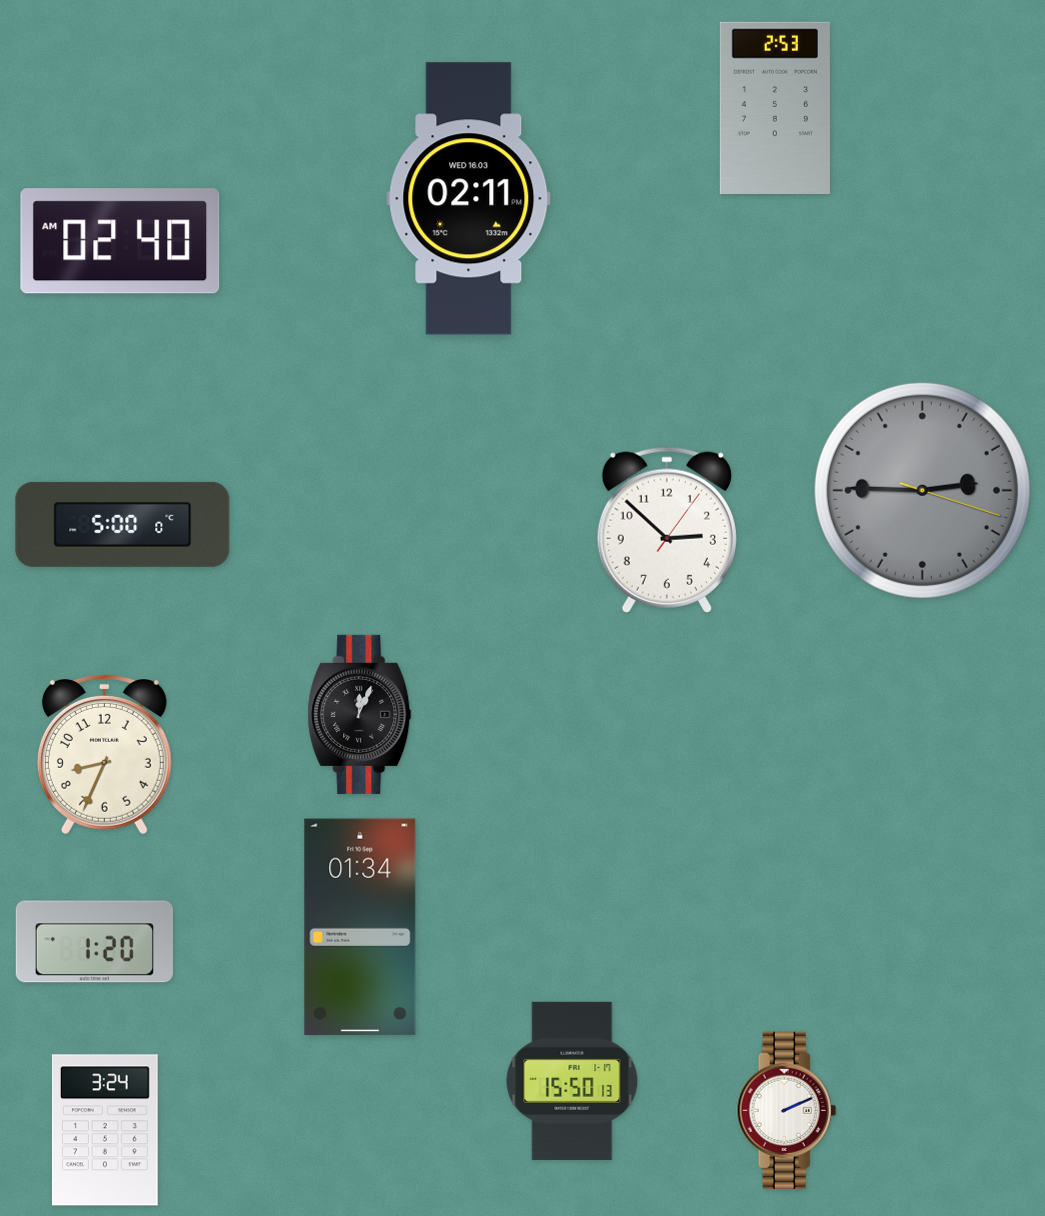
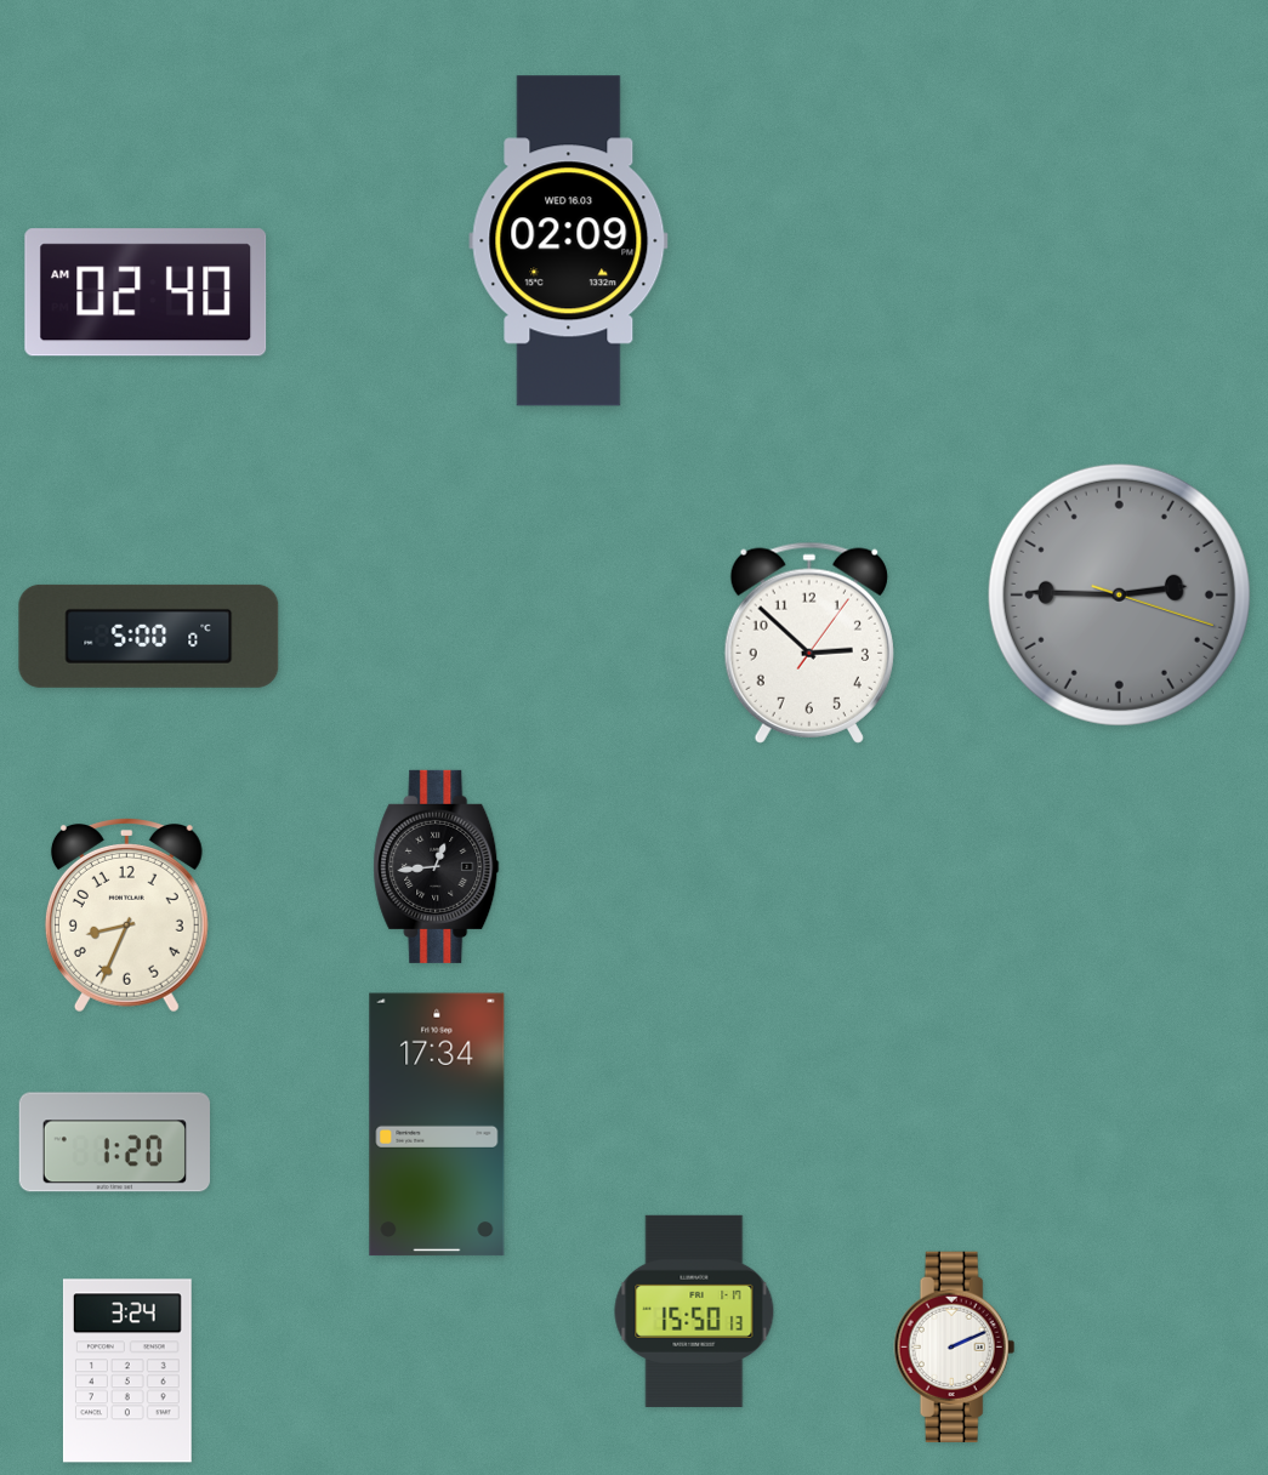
clock at (775, 107): 2:53 -> none
clock at (469, 199): 02:11 -> 02:09
clock at (360, 714): 12:04 -> 12:44
clock at (360, 927): 01:34 -> 17:34
